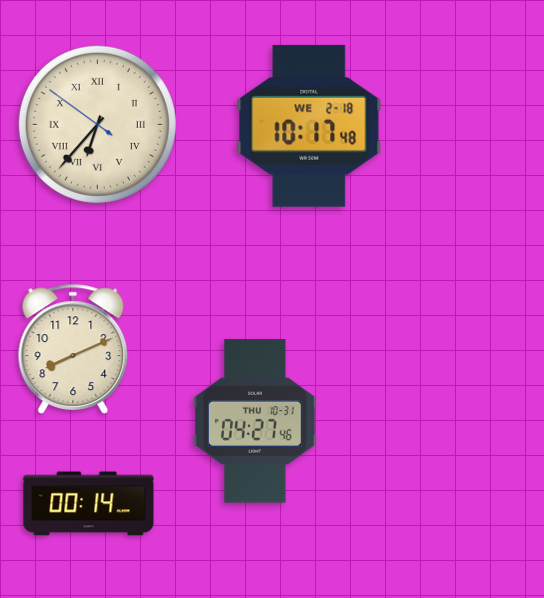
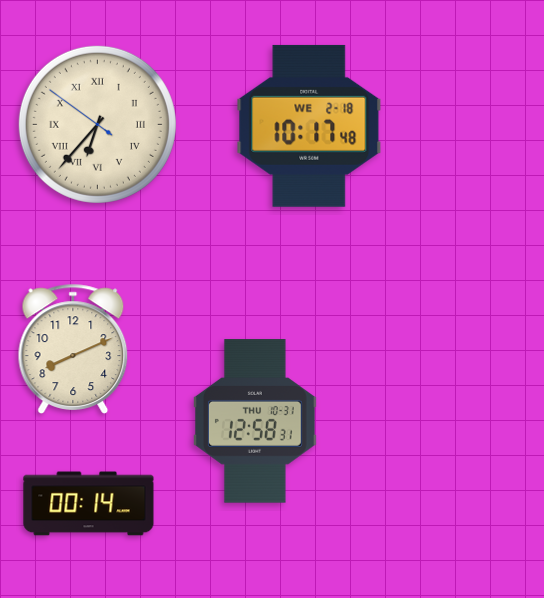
clock at (255, 421): 04:27 -> 12:58
